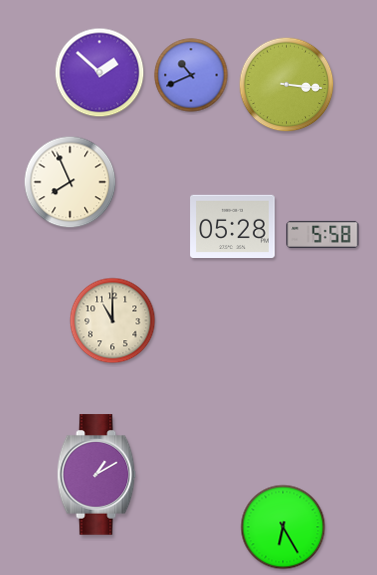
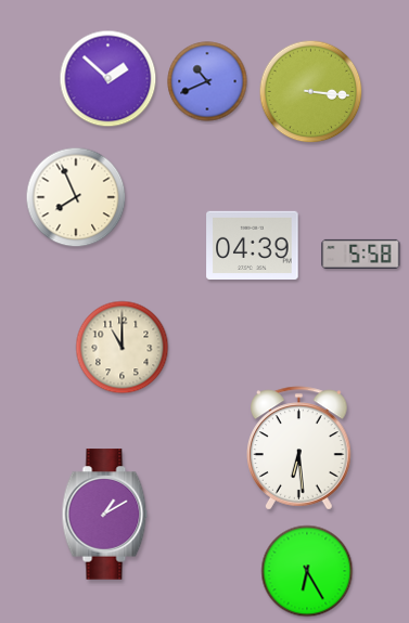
clock at (233, 227): 05:28 -> 04:39
clock at (323, 234) position: (323, 234) -> (361, 254)
clock at (299, 449): none -> 6:29
